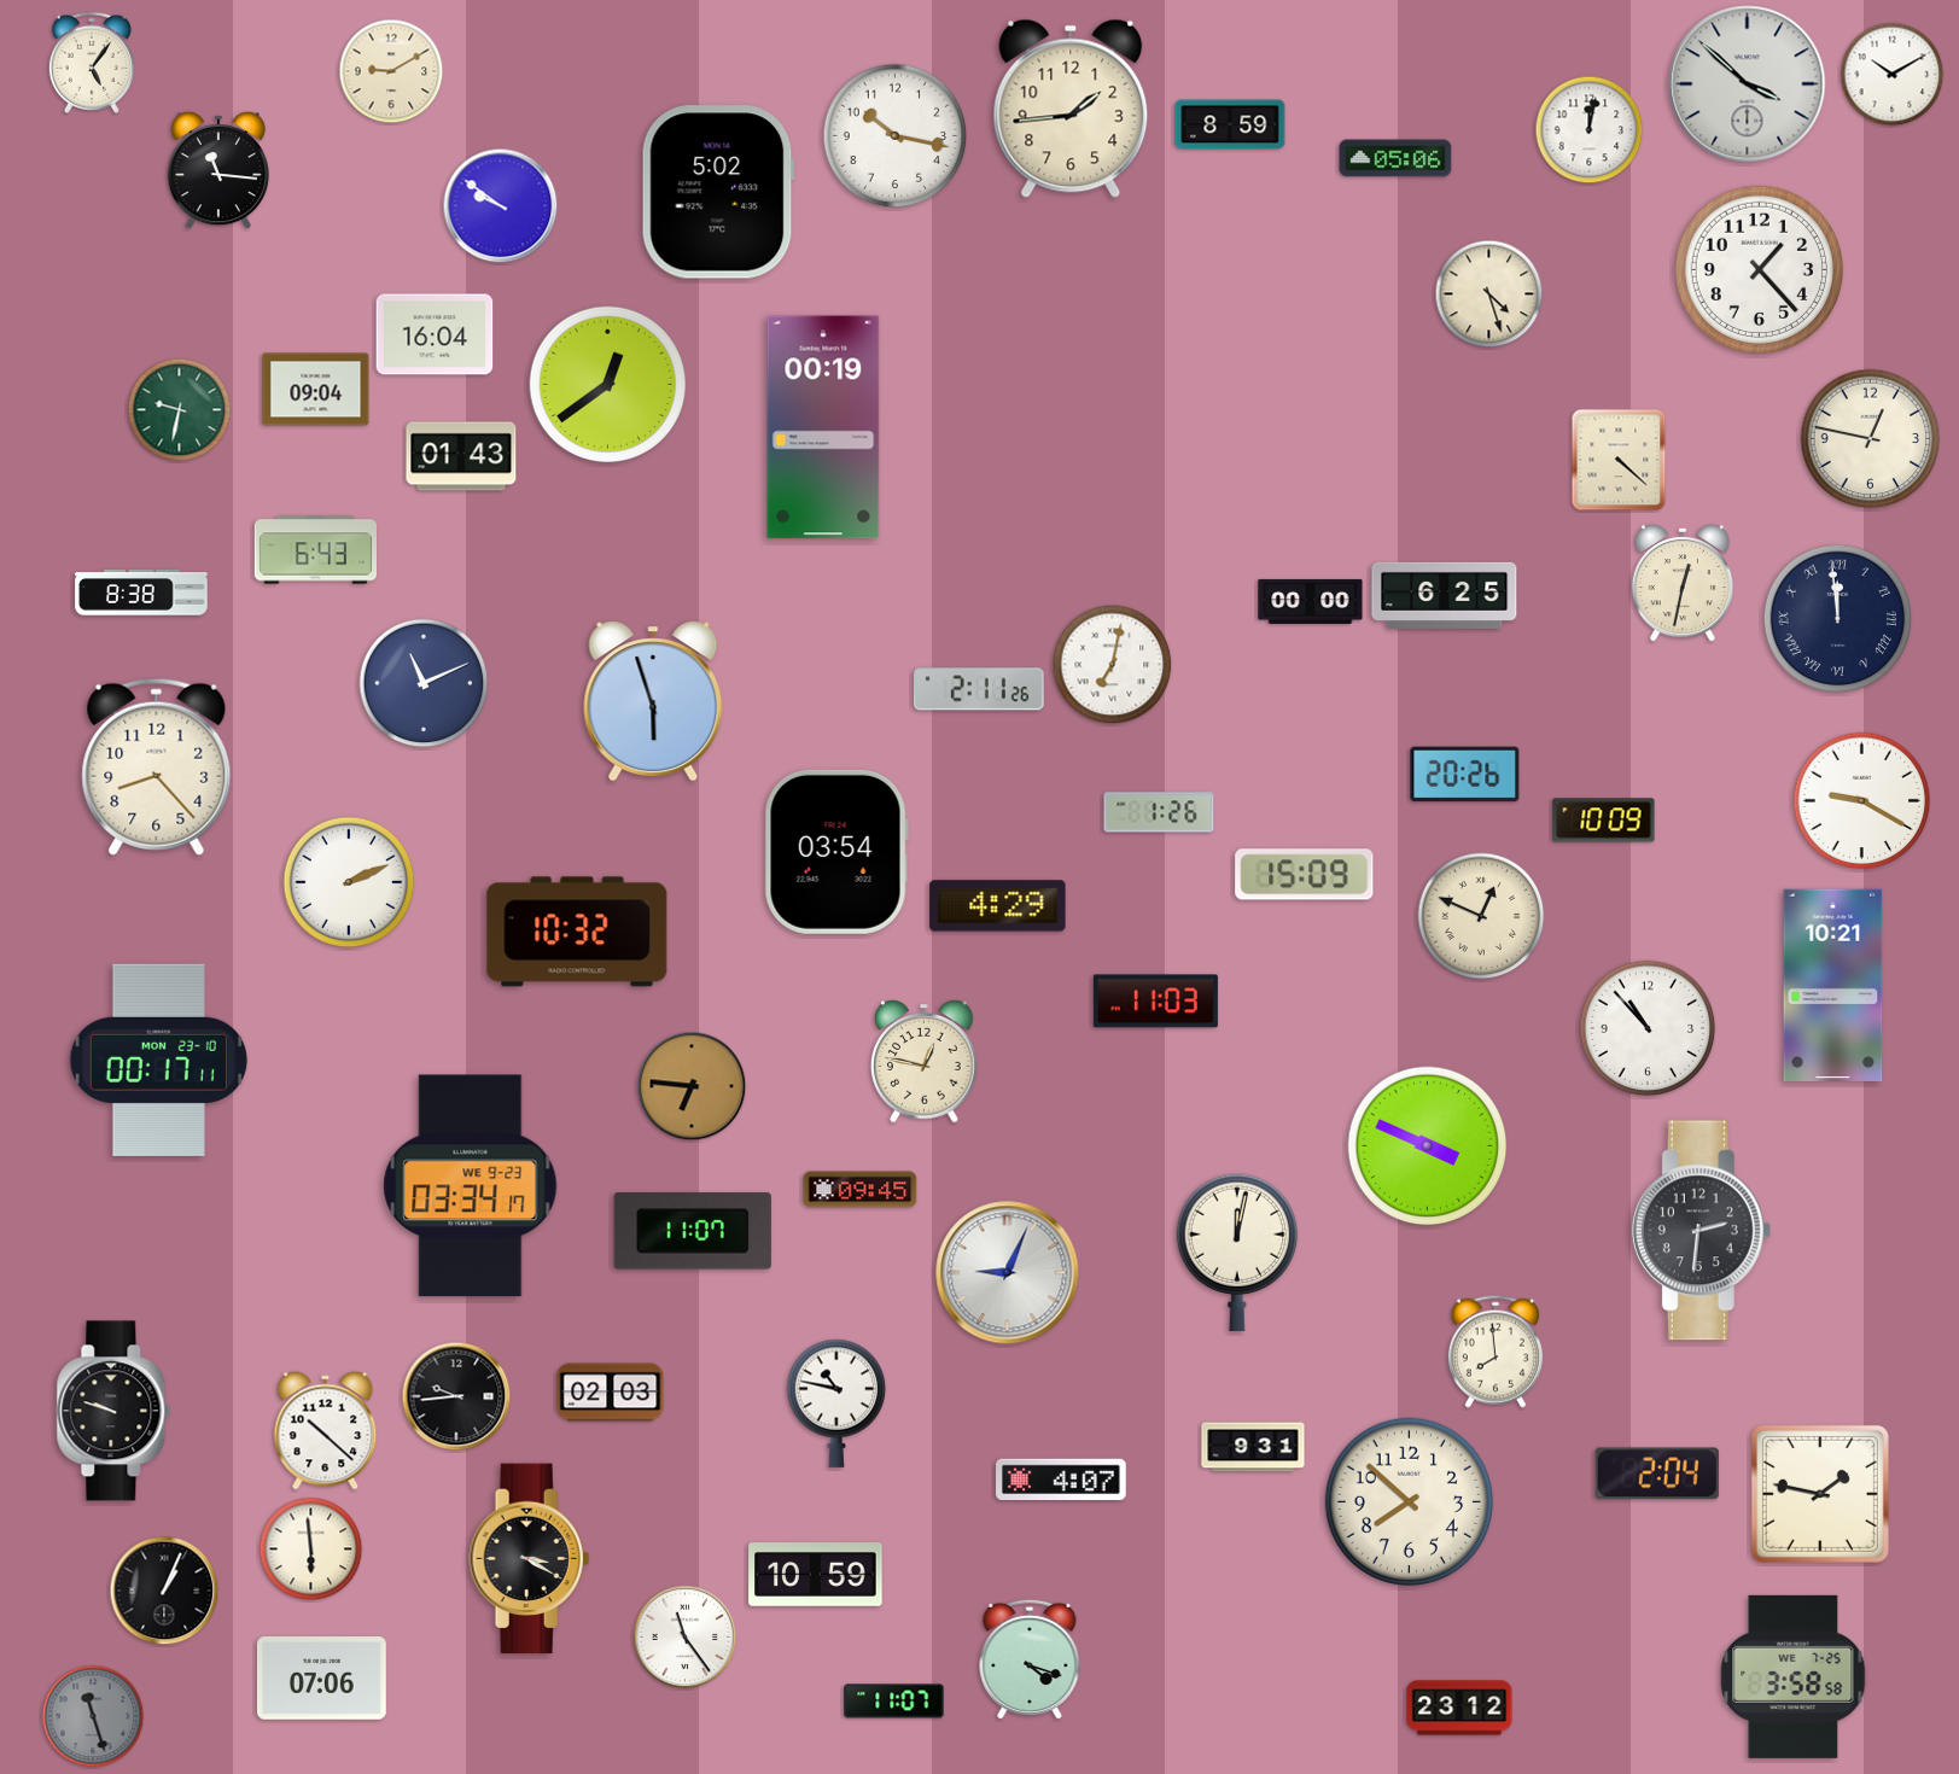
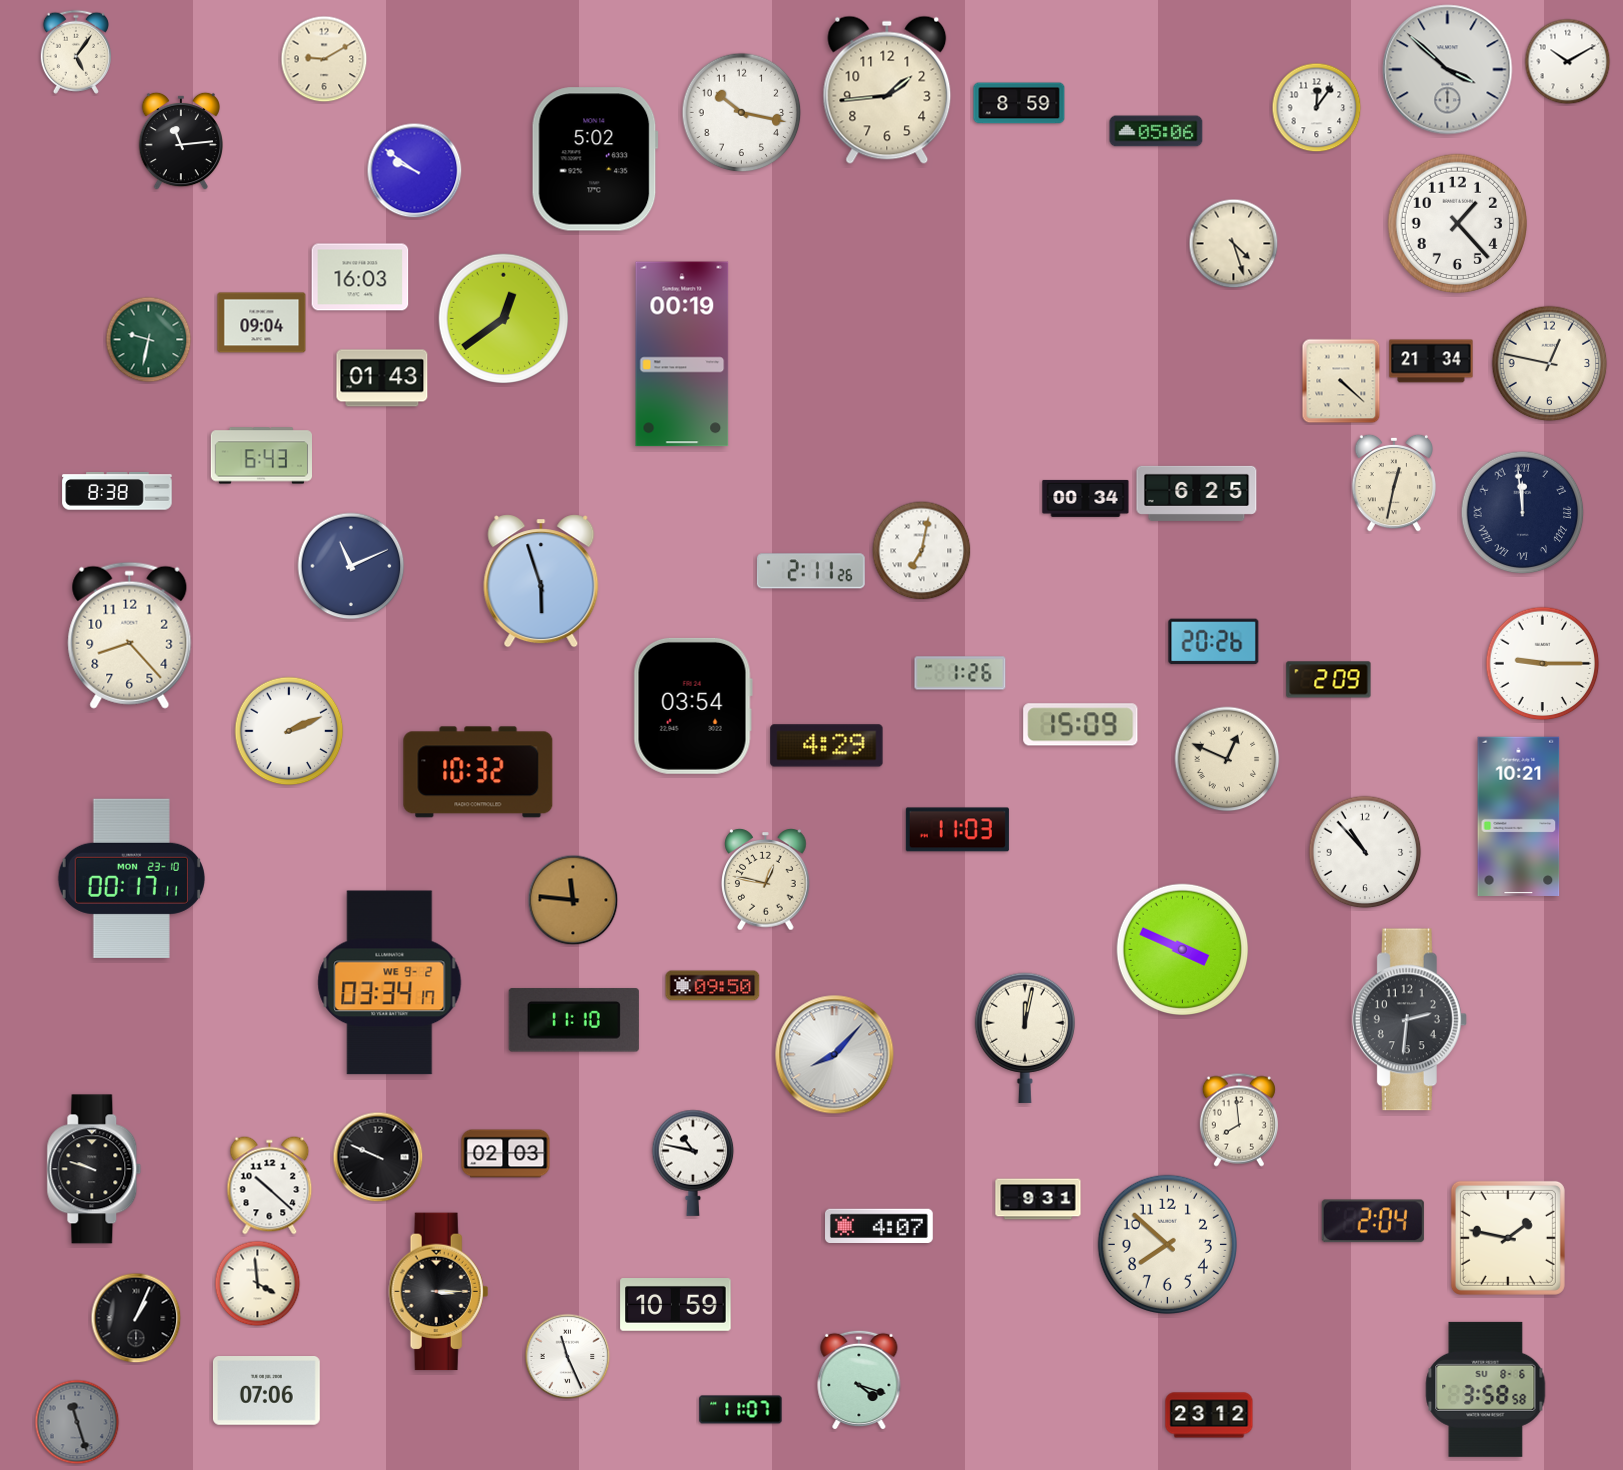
clock at (1590, 130): 12:02 -> 12:06
clock at (217, 170): 11:16 -> 11:14
clock at (435, 334): 16:04 -> 16:03
clock at (1431, 361): none -> 21:34
clock at (1311, 601): 00:00 -> 00:34
clock at (1862, 801): 9:20 -> 9:15
clock at (1604, 821): 10:09 -> 2:09
clock at (998, 906) position: (998, 906) -> (827, 746)
clock at (692, 1086): 6:46 -> 11:46
clock at (471, 1186) date: WE 9-23 -> WE 9-2
clock at (861, 1190): 09:45 -> 09:50
clock at (693, 1231): 11:07 -> 11:10
clock at (1008, 1273): 9:04 -> 8:07
clock at (456, 1396): 9:44 -> 9:49
clock at (311, 1550): 5:59 -> 3:59
clock at (530, 1559): 3:20 -> 3:15
clock at (686, 1638): 11:24 -> 11:26
clock at (1030, 1659) position: (1030, 1659) -> (859, 1380)
clock at (1794, 1676) date: WE 7-25 -> SU 8-6
